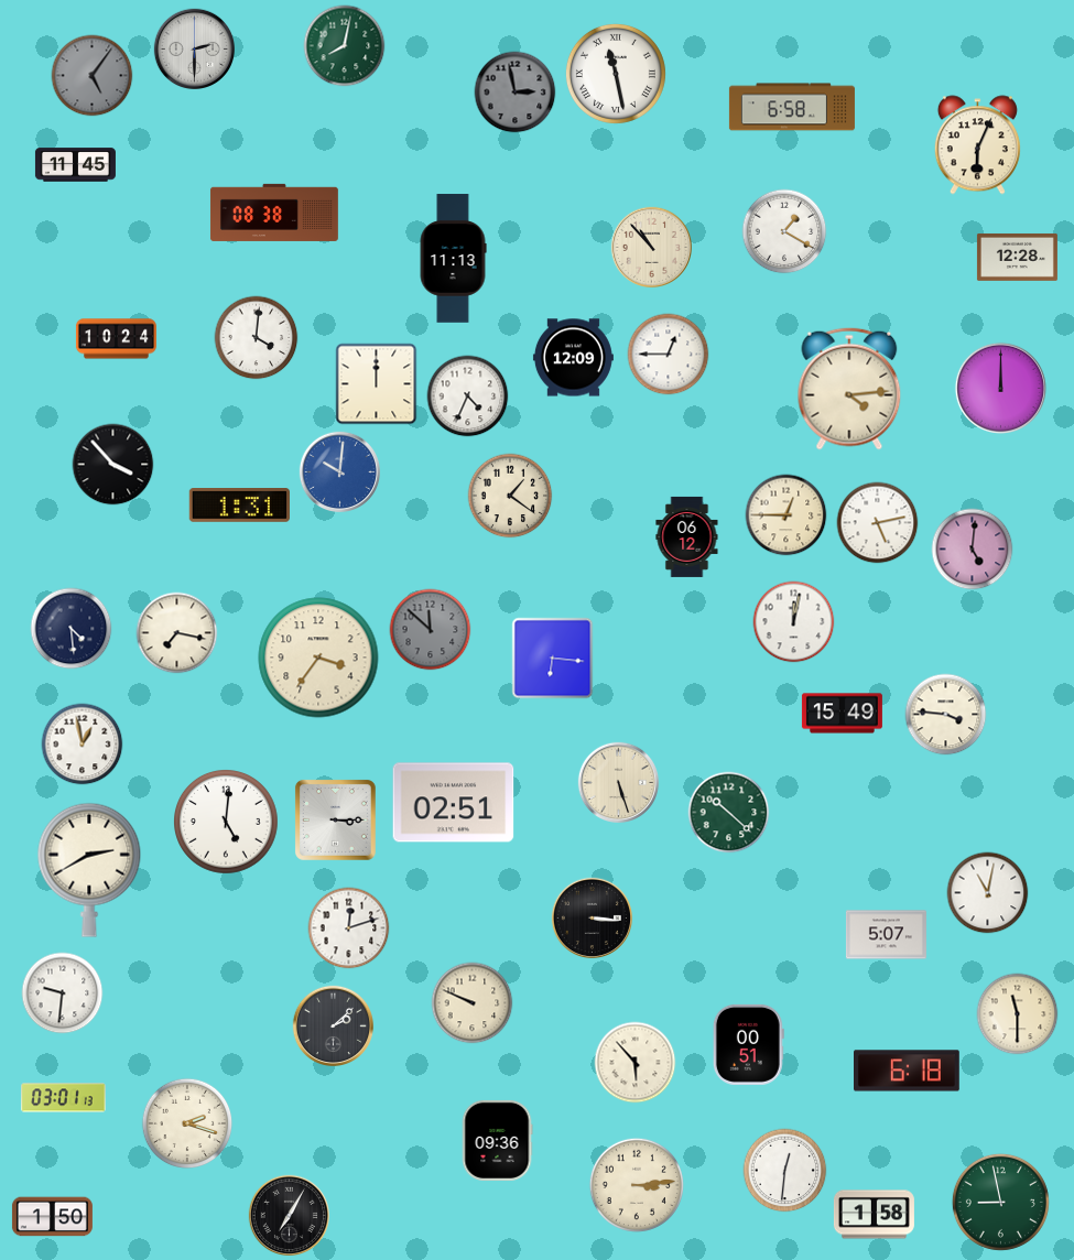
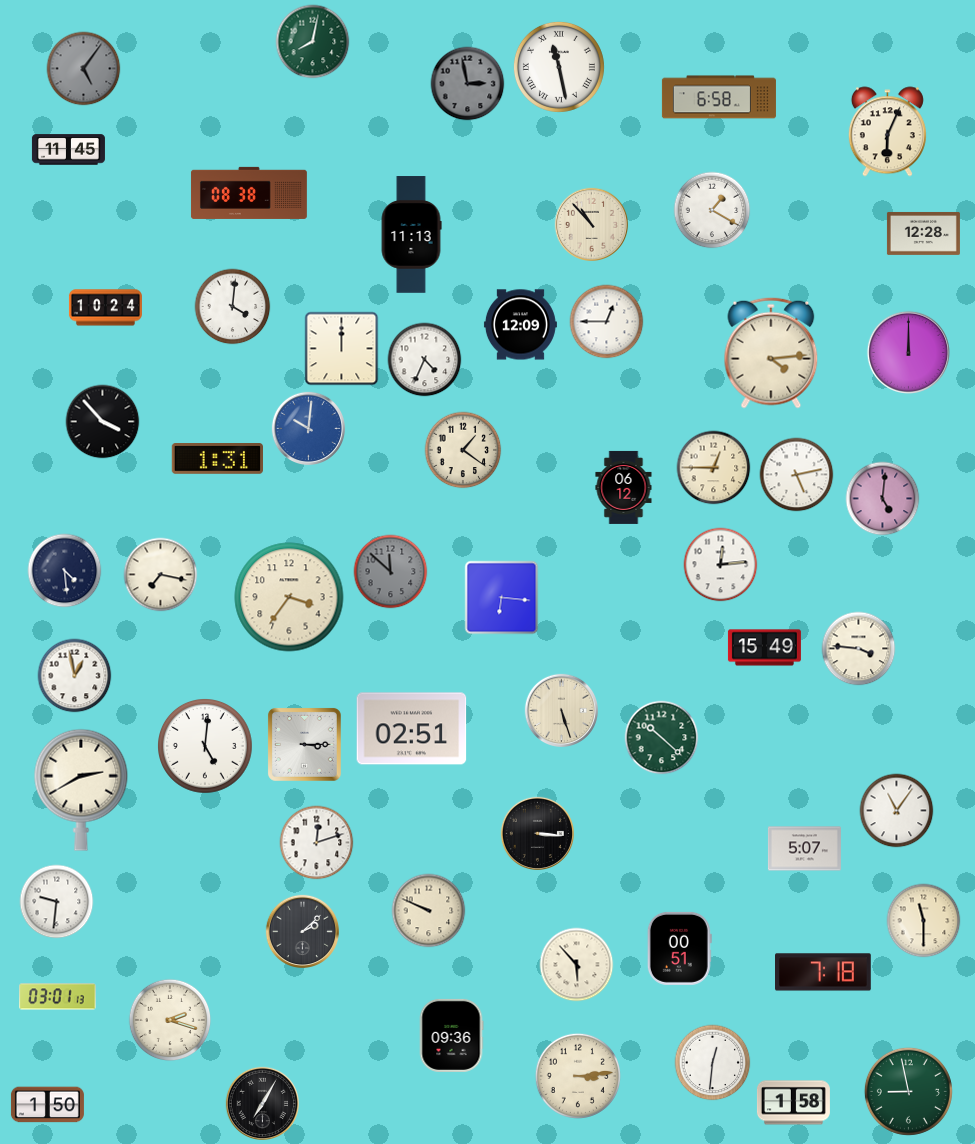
clock at (194, 48): 2:30 -> none
clock at (794, 622): 12:02 -> 12:14
clock at (988, 893): 11:02 -> 11:06
clock at (908, 1071): 6:18 -> 7:18
